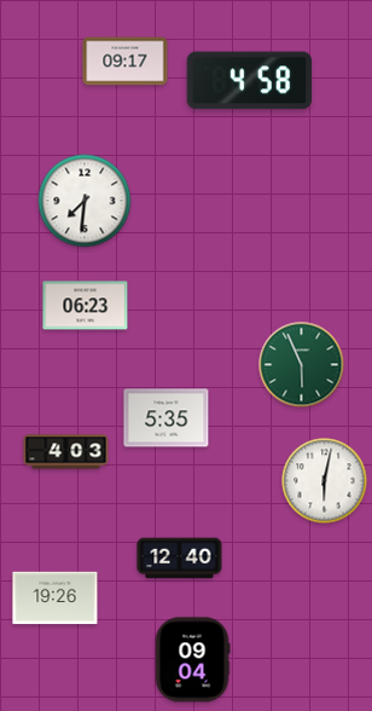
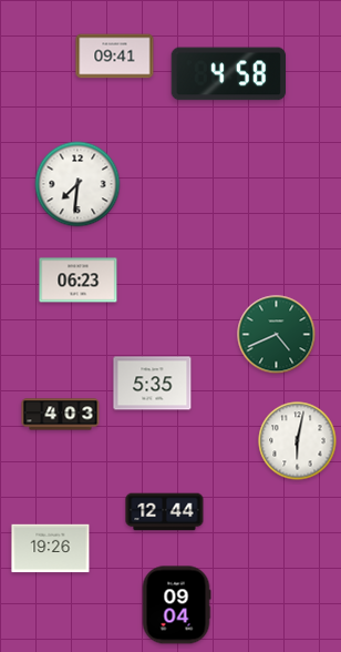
clock at (126, 62): 09:17 -> 09:41
clock at (302, 365): 5:56 -> 4:41
clock at (180, 559): 12:40 -> 12:44
